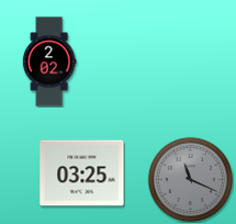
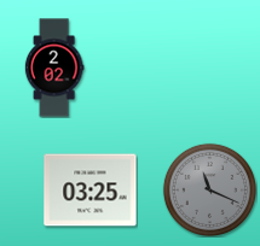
clock at (190, 179) position: (190, 179) -> (209, 189)
